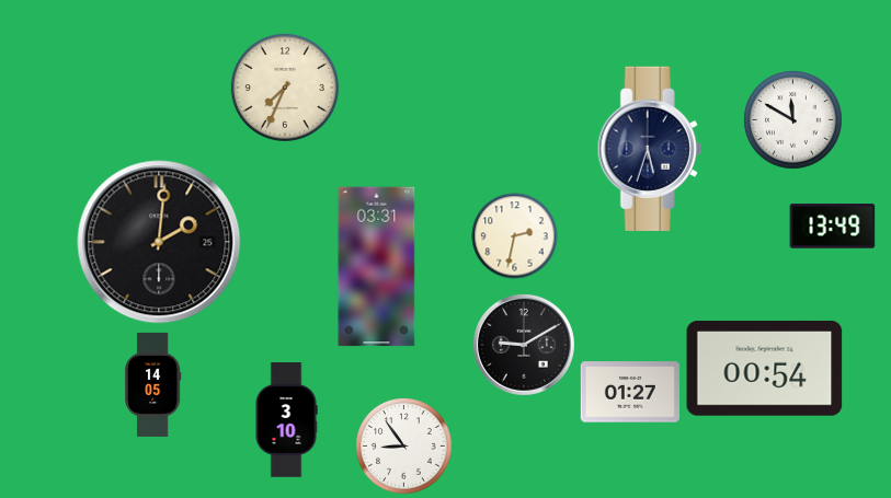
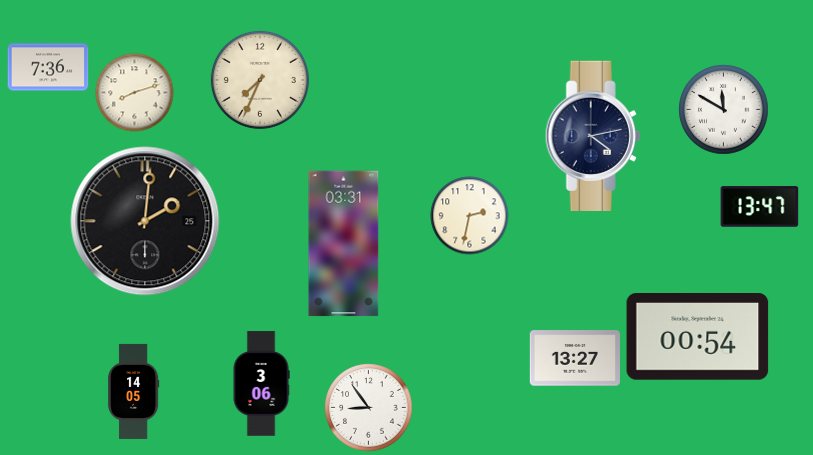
clock at (48, 67): none -> 7:36
clock at (134, 92): none -> 8:12
clock at (650, 148): 5:33 -> 4:13
clock at (832, 227): 13:49 -> 13:47
clock at (524, 345): 9:10 -> none
clock at (153, 384) position: (153, 384) -> (134, 391)
clock at (630, 392): 01:27 -> 13:27
clock at (286, 420): 3:10 -> 3:06
